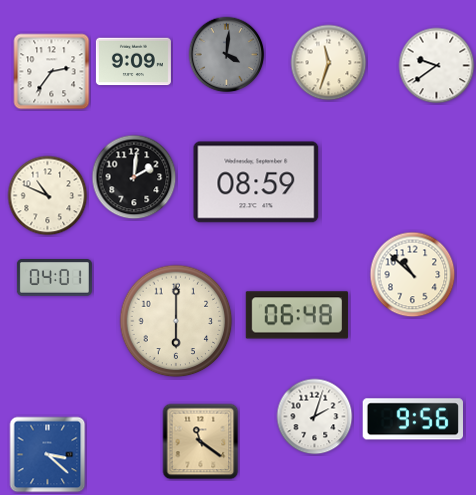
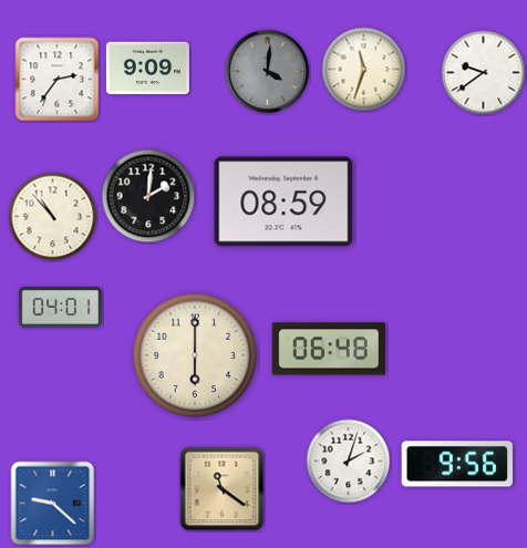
clock at (227, 55) position: (227, 55) -> (268, 72)
clock at (48, 196): 10:49 -> 10:53
clock at (413, 275): 10:52 -> none
clock at (48, 455): 3:22 -> 9:22
